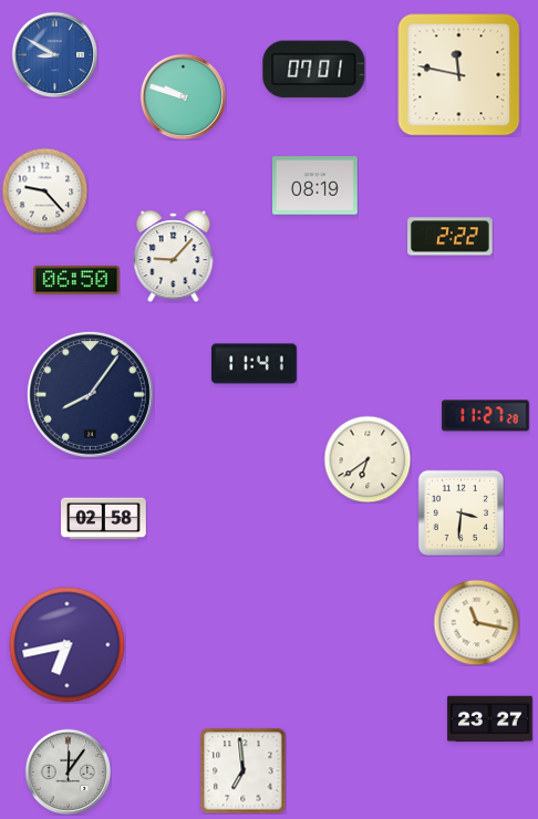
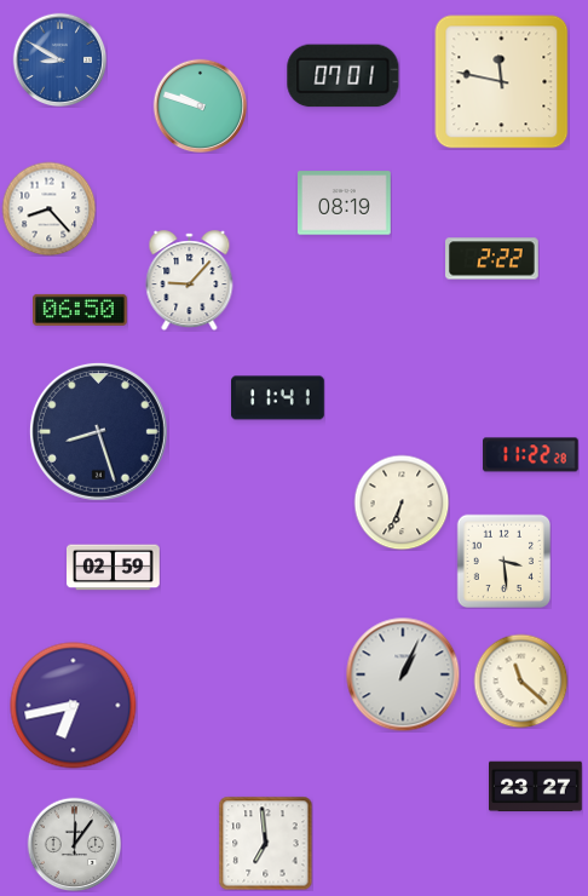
clock at (44, 190): 9:23 -> 8:23
clock at (76, 280) position: (76, 280) -> (80, 310)
clock at (90, 394): 8:06 -> 8:27
clock at (486, 416): 11:27 -> 11:22
clock at (368, 459): 6:39 -> 6:34
clock at (461, 512): 3:31 -> 3:29
clock at (104, 519): 02:58 -> 02:59
clock at (403, 674): none -> 1:04
clock at (476, 622): 11:17 -> 11:22
